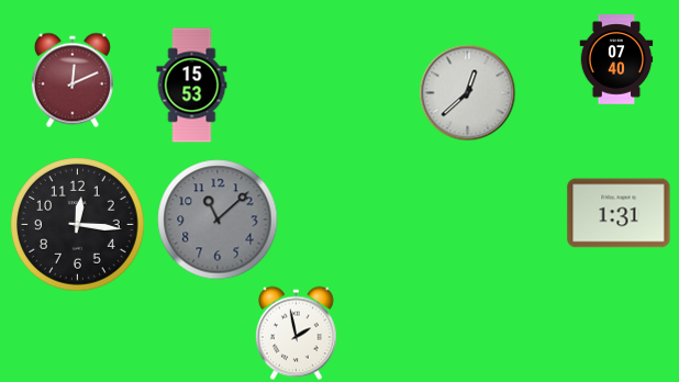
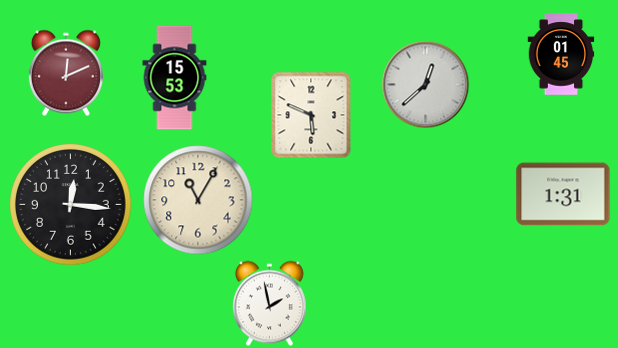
clock at (616, 59): 07:40 -> 01:45
clock at (311, 115): none -> 5:49
clock at (218, 220): 11:08 -> 11:05
clock at (218, 220) dial: grey -> cream
